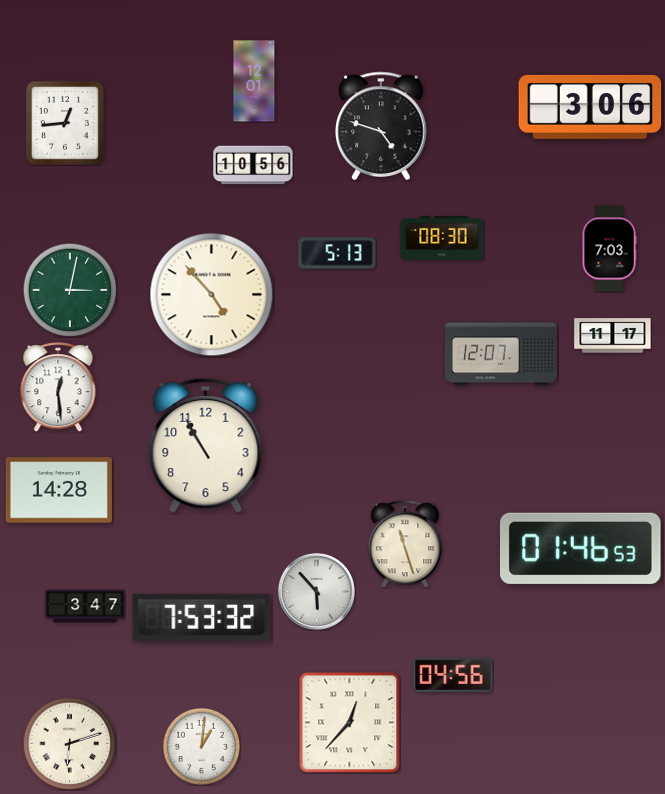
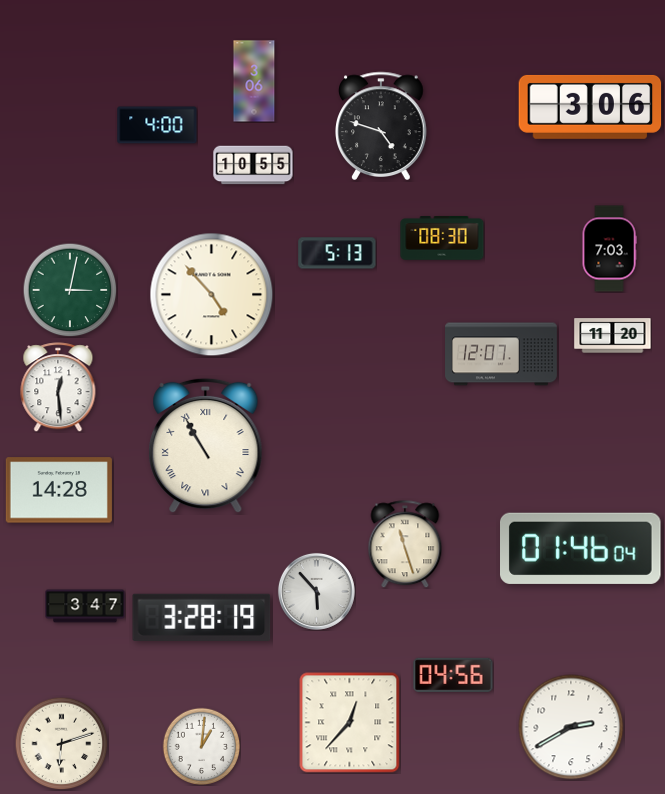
clock at (254, 81): 12:01 -> 3:06
clock at (65, 123): 12:44 -> none
clock at (157, 125): none -> 4:00
clock at (253, 165): 10:56 -> 10:55
clock at (613, 336): 11:17 -> 11:20
clock at (206, 446) numerals: Arabic -> Roman
clock at (581, 548): 01:46:53 -> 01:46:04
clock at (202, 617): 7:53 -> 3:28
clock at (571, 727): none -> 2:40
clock at (69, 743) position: (69, 743) -> (61, 743)
